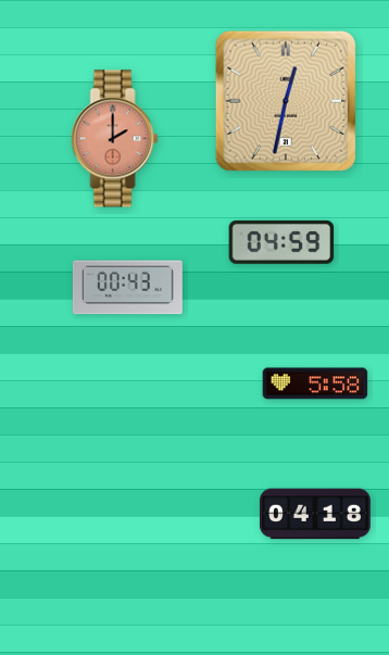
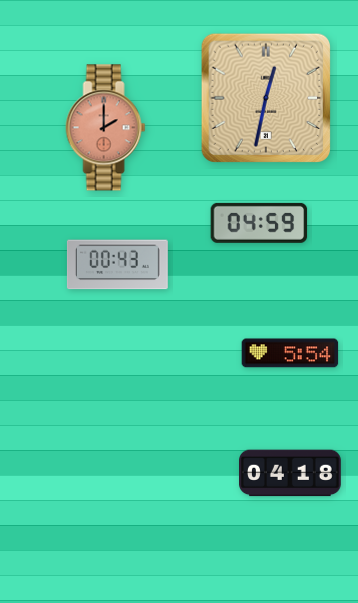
clock at (285, 100) position: (285, 100) -> (265, 97)
clock at (315, 383): 5:58 -> 5:54
